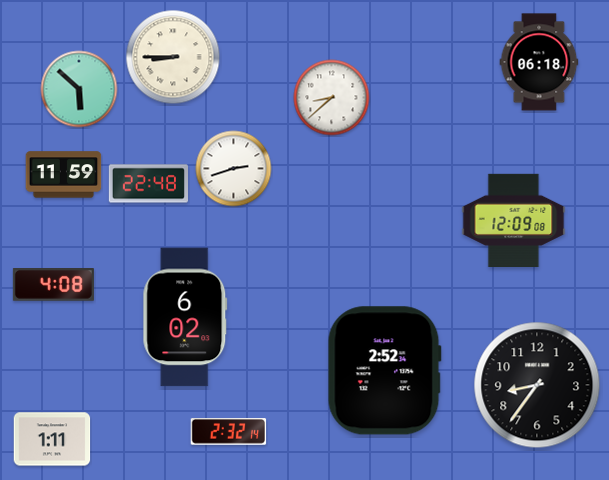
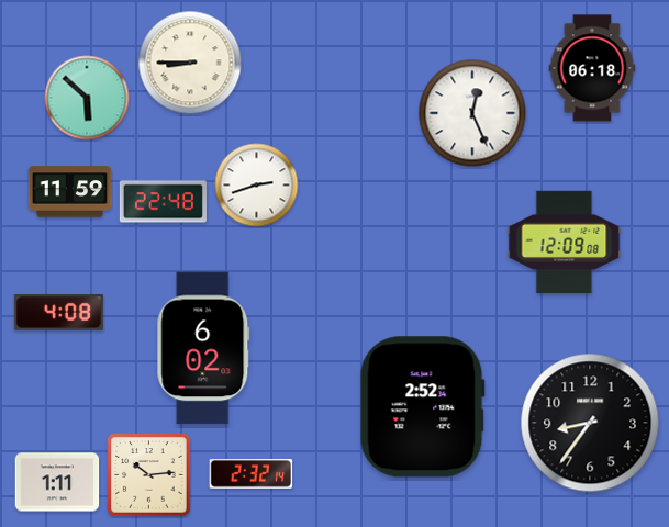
clock at (332, 98): 8:38 -> none
clock at (472, 113): none -> 12:26
clock at (149, 475): none -> 10:14
